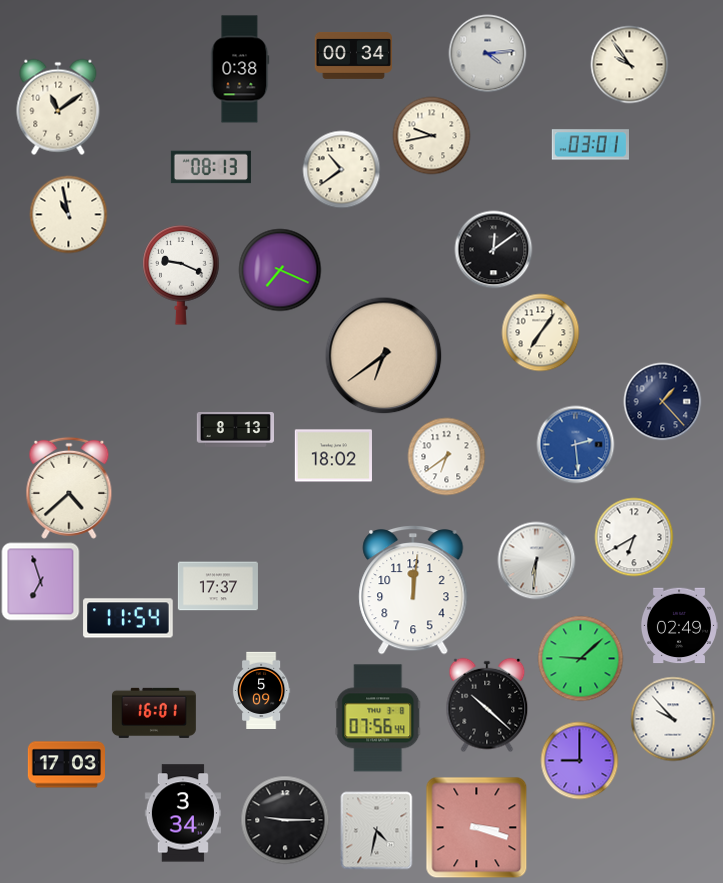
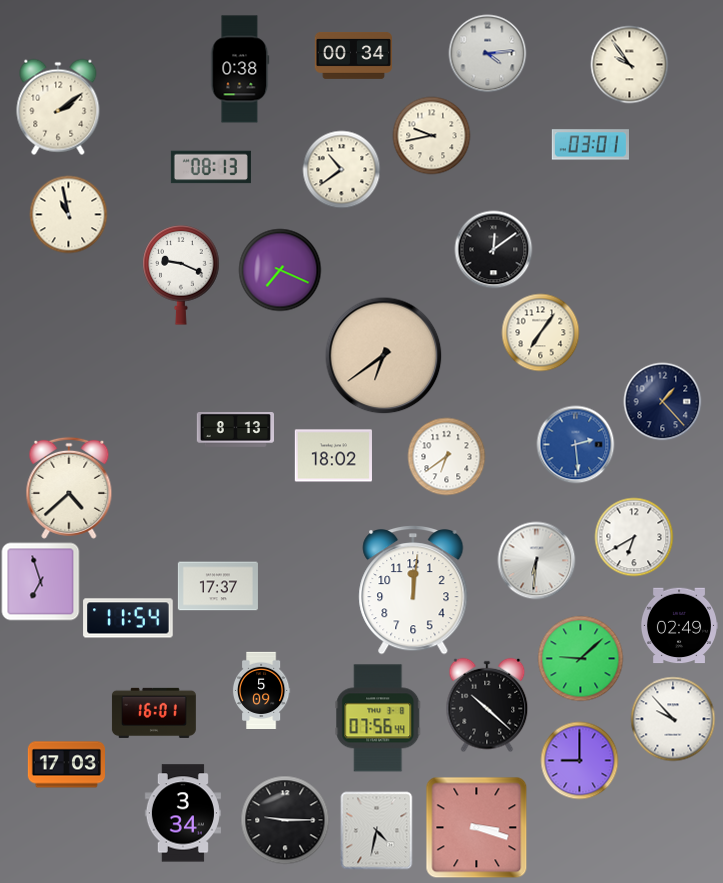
clock at (58, 107): 11:09 -> 2:09
